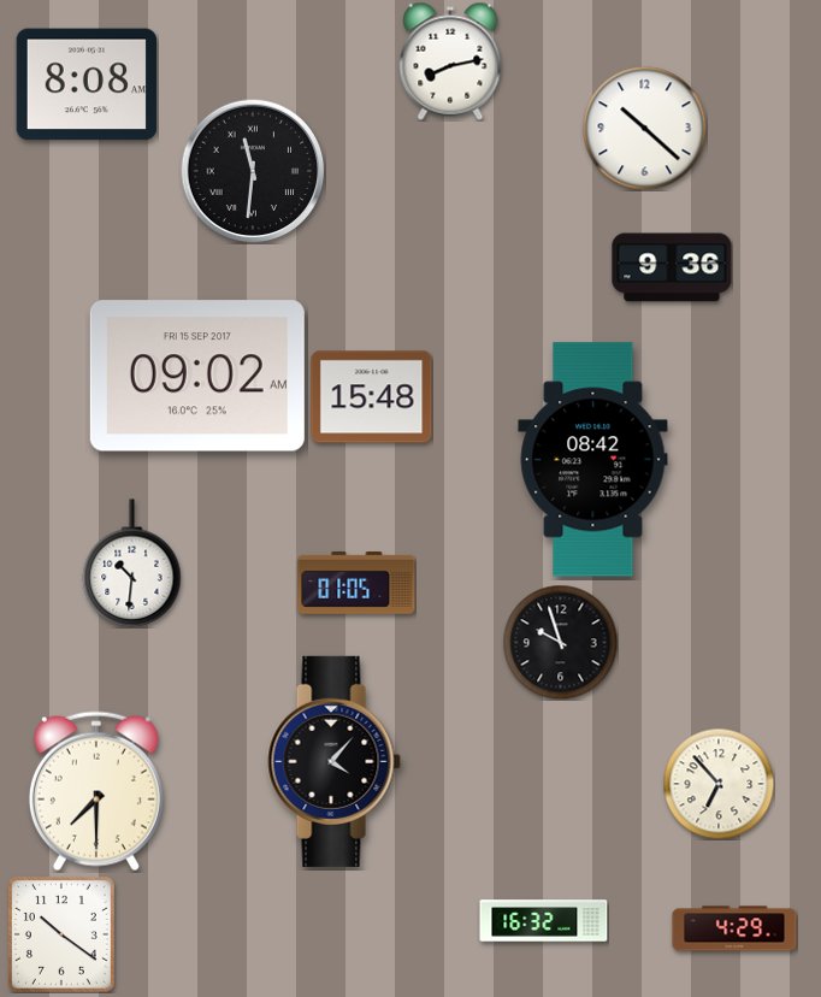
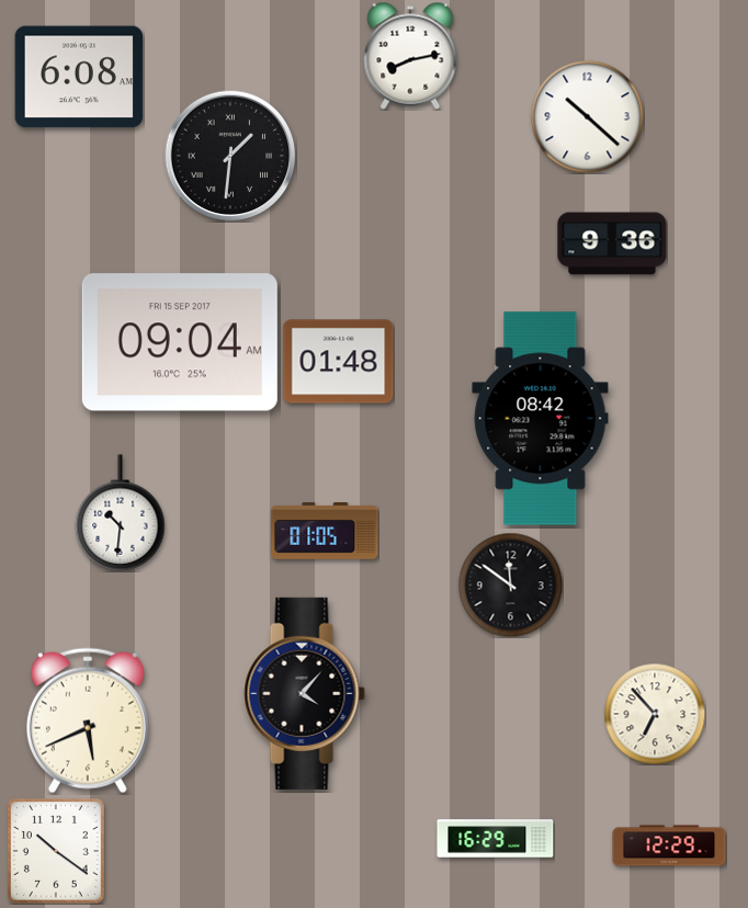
clock at (87, 84): 8:08 -> 6:08
clock at (253, 171): 11:31 -> 1:31
clock at (197, 376): 09:02 -> 09:04
clock at (372, 397): 15:48 -> 01:48
clock at (560, 642): 9:57 -> 11:51
clock at (96, 791): 7:30 -> 5:41
clock at (544, 921): 16:32 -> 16:29
clock at (734, 928): 4:29 -> 12:29
